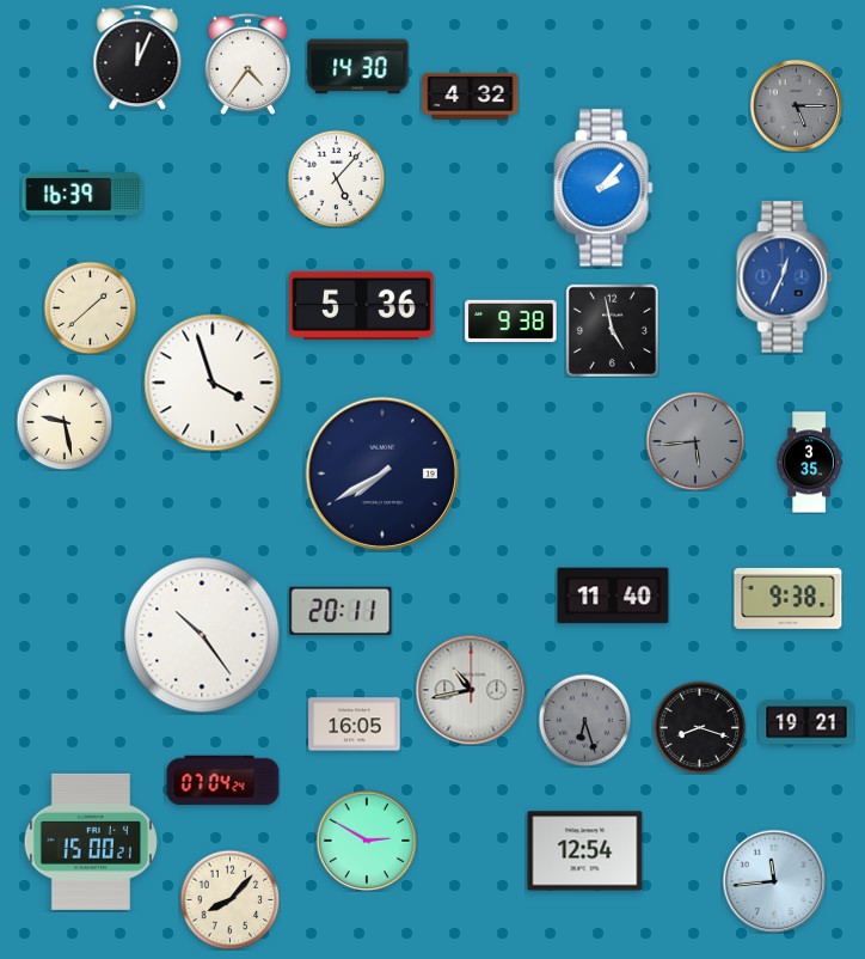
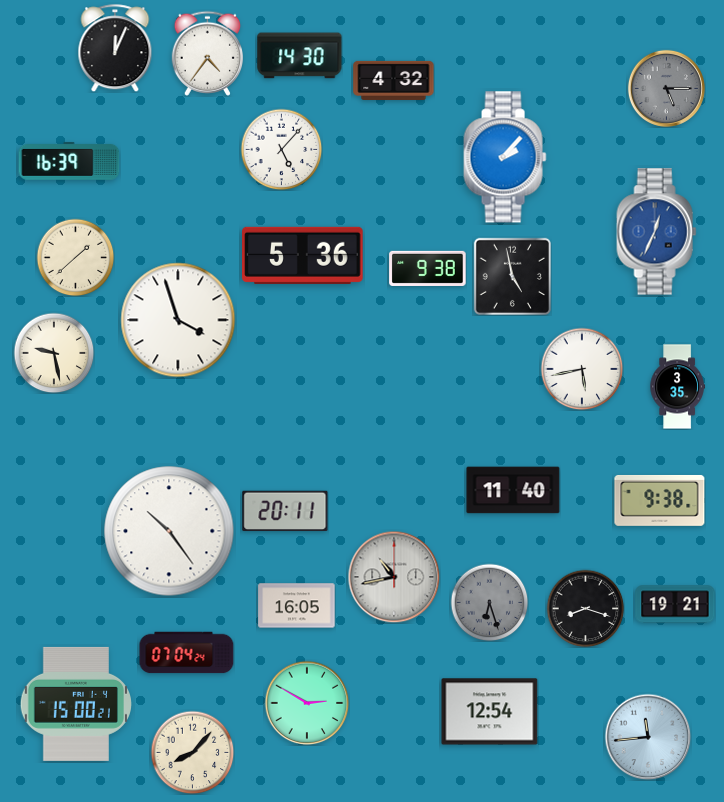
clock at (695, 441): 5:44 -> 5:43
clock at (695, 441) dial: grey -> white
clock at (382, 474): 7:40 -> none
clock at (613, 595) position: (613, 595) -> (513, 490)
